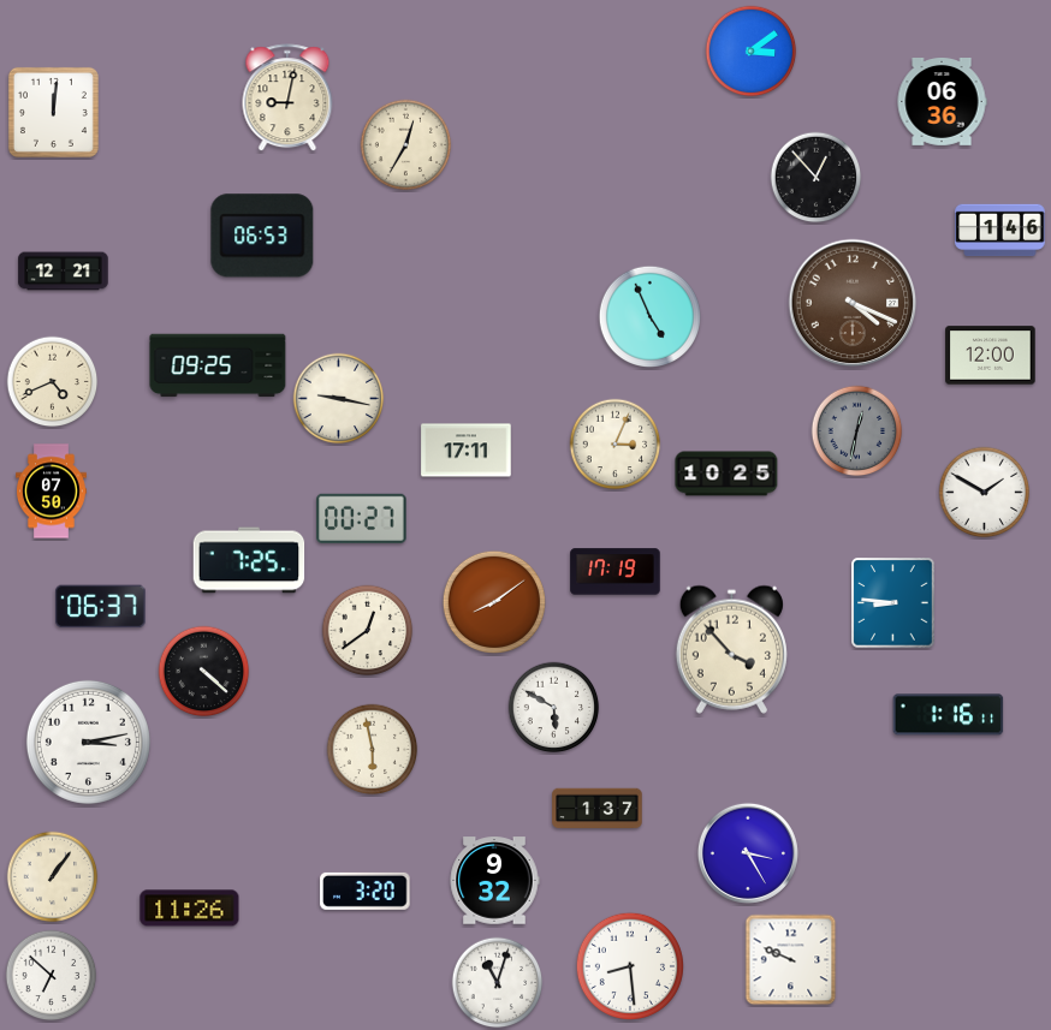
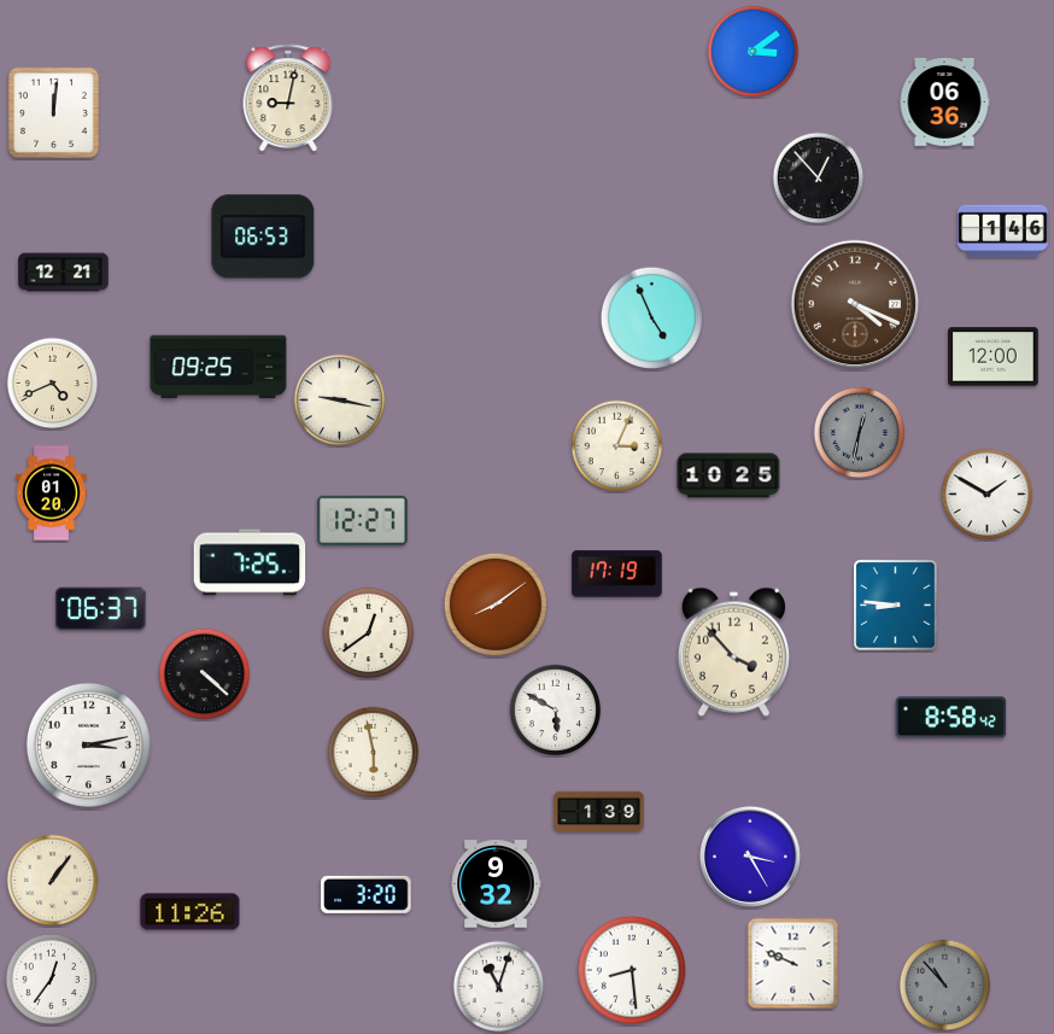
clock at (406, 145): 12:35 -> none
clock at (467, 451): 17:11 -> none
clock at (52, 492): 07:50 -> 01:20
clock at (362, 518): 00:27 -> 12:27
clock at (949, 715): 1:16 -> 8:58
clock at (598, 809): 1:37 -> 1:39
clock at (52, 976): 6:52 -> 12:36
clock at (945, 986): none -> 10:53
